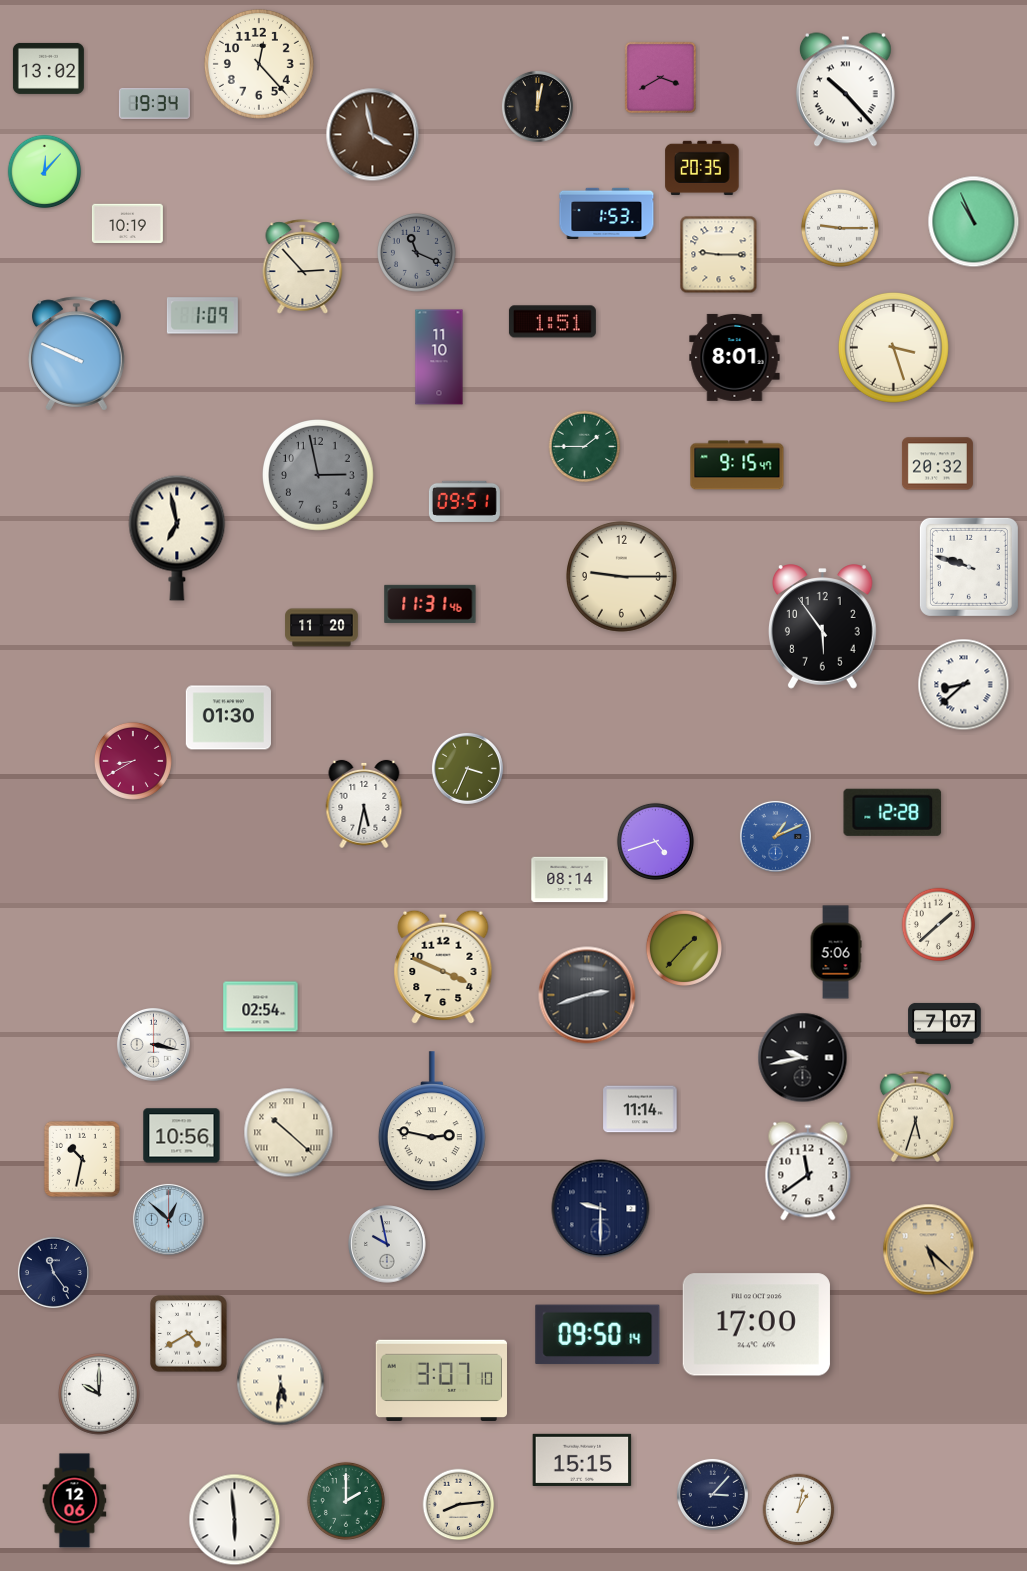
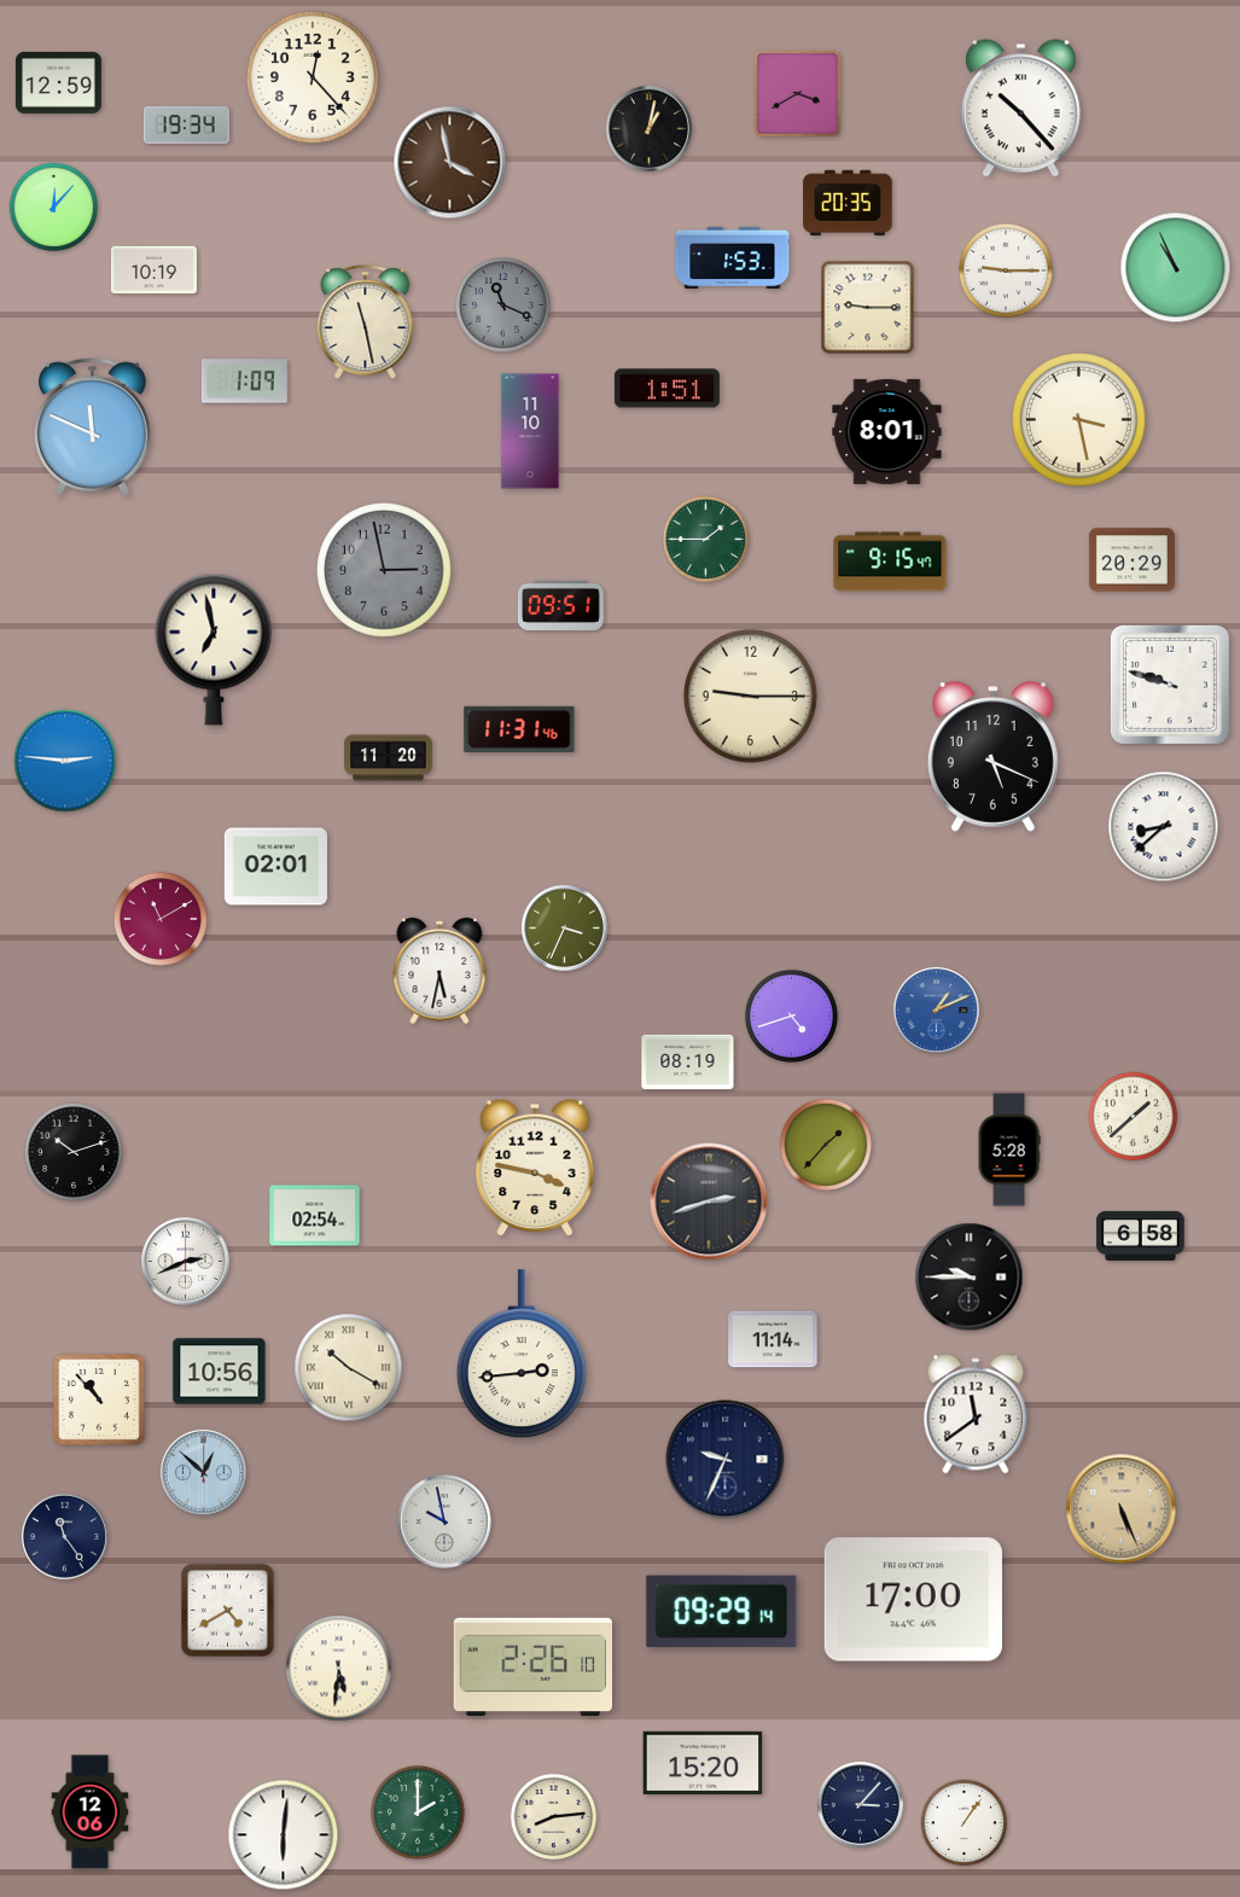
clock at (48, 68): 13:02 -> 12:59
clock at (537, 106): 12:02 -> 1:02
clock at (840, 228) position: (840, 228) -> (1006, 270)
clock at (303, 267): 2:53 -> 11:28
clock at (893, 347): 3:27 -> 3:28
clock at (77, 354): 9:49 -> 11:49
clock at (937, 464): 20:32 -> 20:29
clock at (319, 476) position: (319, 476) -> (385, 571)
clock at (822, 627): 5:54 -> 5:19
clock at (65, 761): none -> 2:46
clock at (228, 718): 01:30 -> 02:01
clock at (133, 761): 8:40 -> 11:10
clock at (893, 812): 12:28 -> none
clock at (570, 880): 08:14 -> 08:19
clock at (836, 952): 5:06 -> 5:28
clock at (74, 1152): none -> 10:12
clock at (443, 967): 3:49 -> 3:47
clock at (945, 1023): 7:07 -> 6:58
clock at (153, 1044): 3:17 -> 2:41
clock at (803, 1058): 9:43 -> 9:45
clock at (915, 1116): 5:33 -> none
clock at (432, 1122): 2:47 -> 2:44
clock at (289, 1133): 10:22 -> 10:20
clock at (82, 1159): 10:32 -> 10:53
clock at (601, 1209): 9:30 -> 9:34
clock at (387, 1244) position: (387, 1244) -> (444, 1521)
clock at (929, 1250): 5:22 -> 5:26
clock at (598, 1335): 09:50 -> 09:29
clock at (441, 1380): 3:07 -> 2:26
clock at (99, 1394): 10:00 -> none
clock at (582, 1460): 15:15 -> 15:20
clock at (799, 1510): 1:02 -> 1:06
clock at (235, 1520): 5:59 -> 6:01
